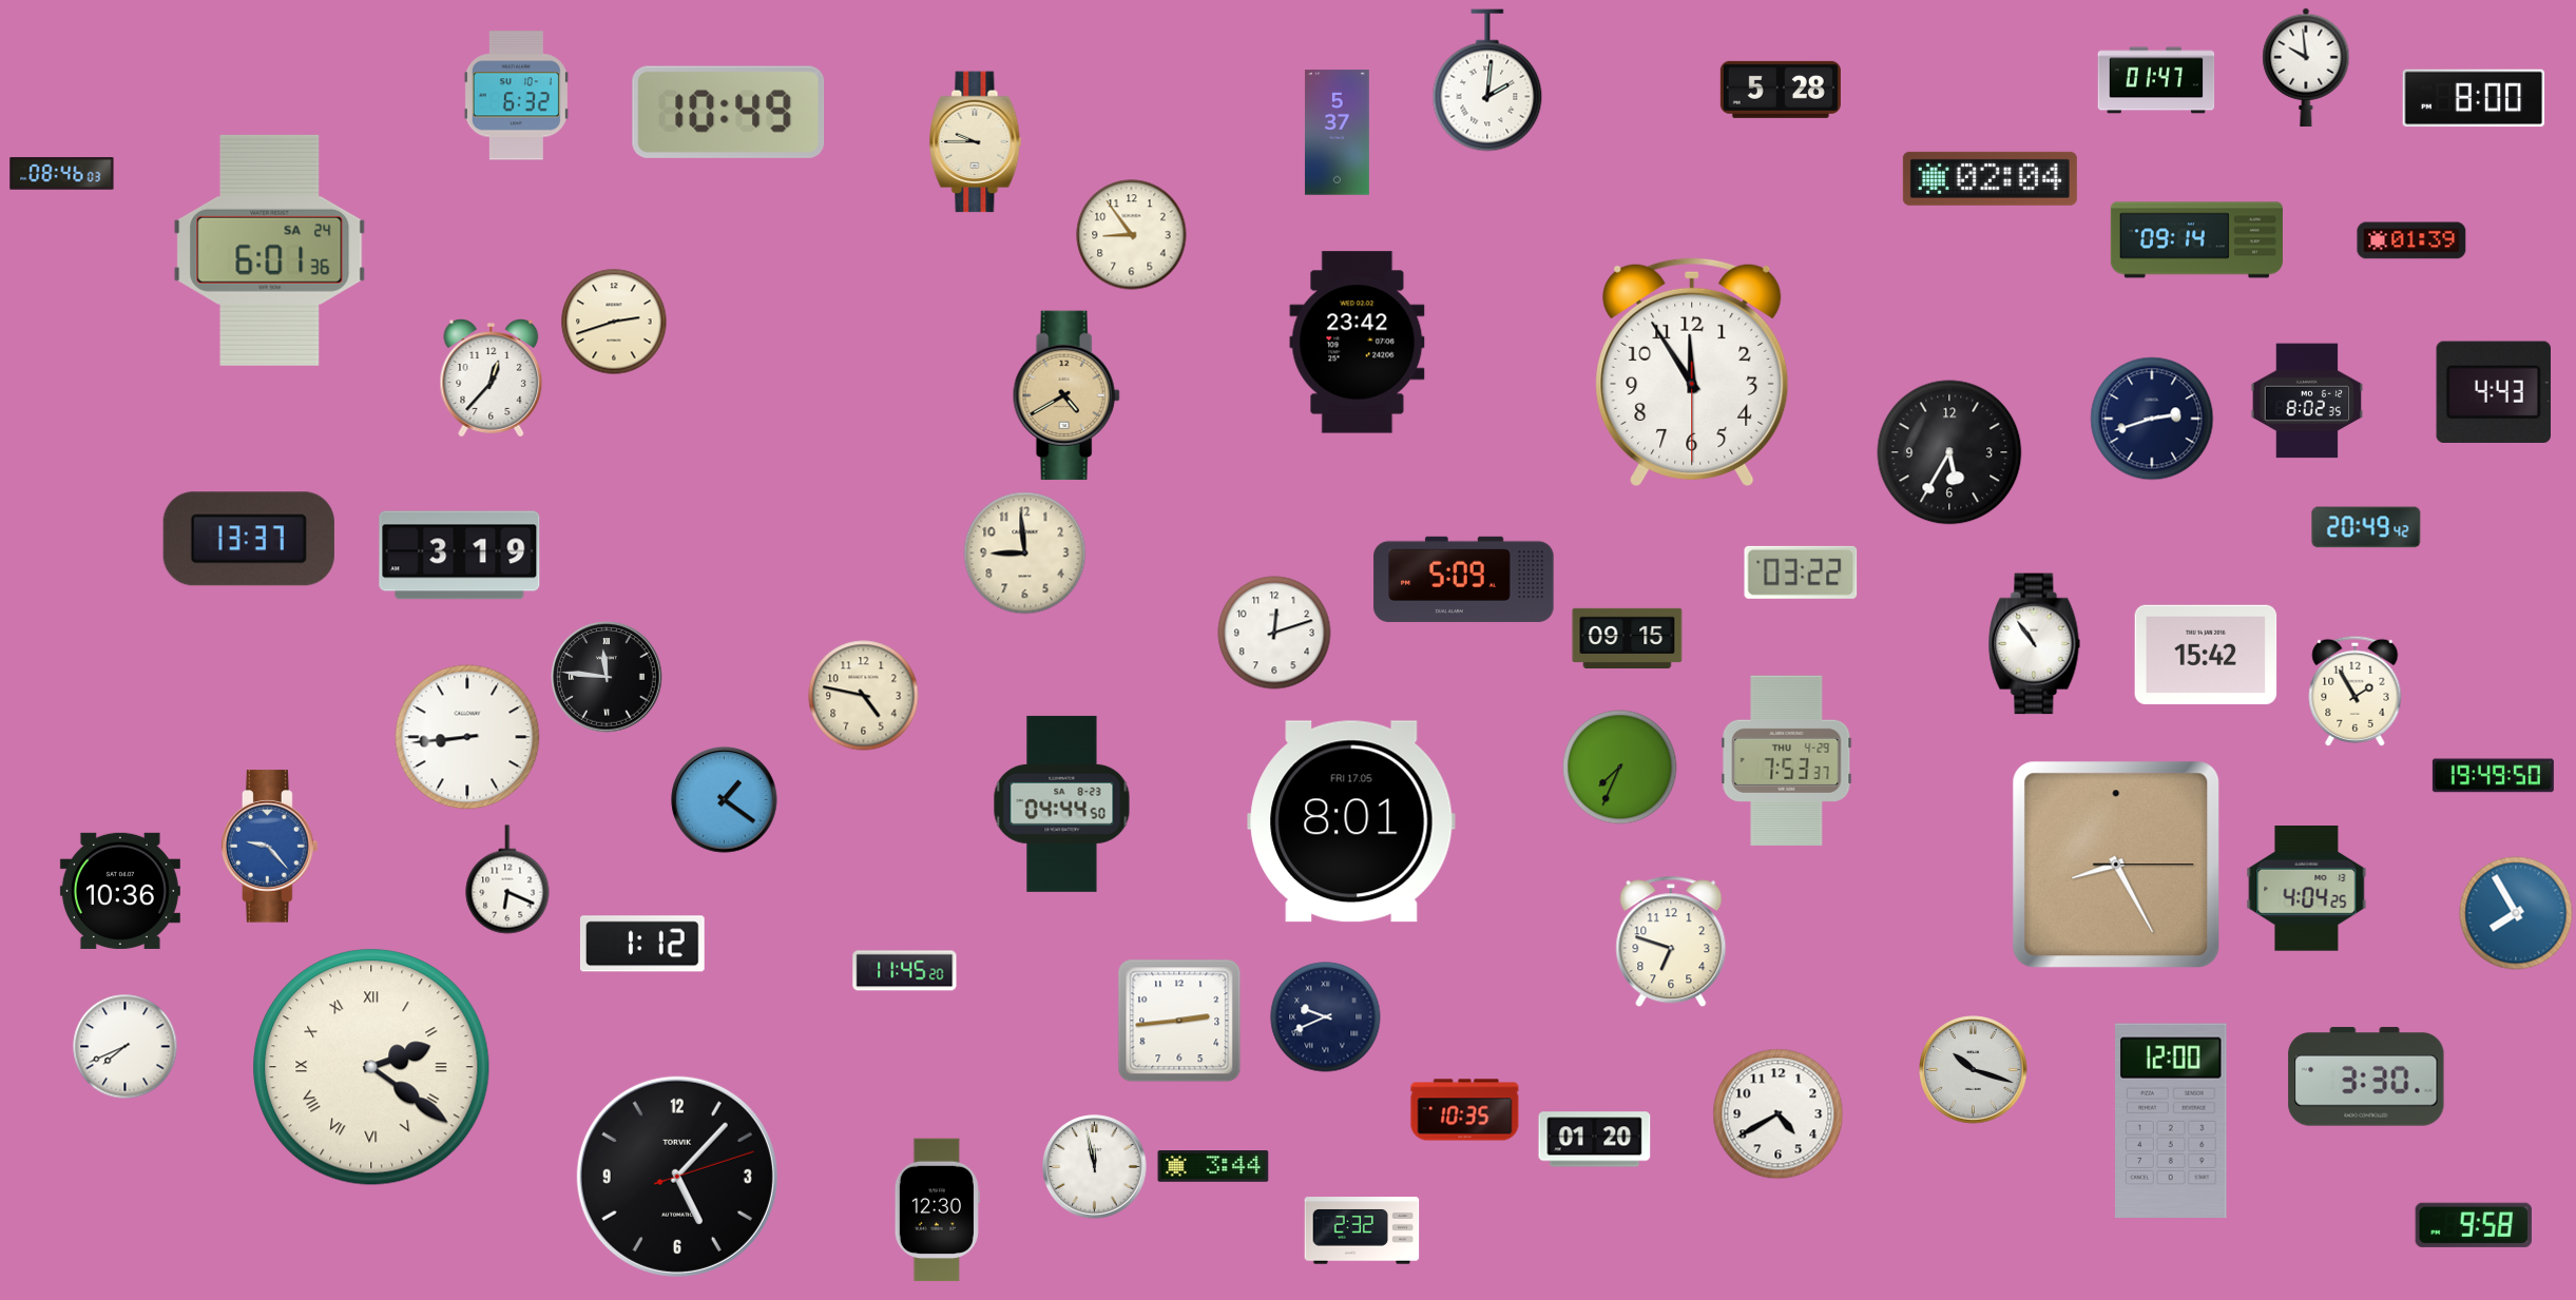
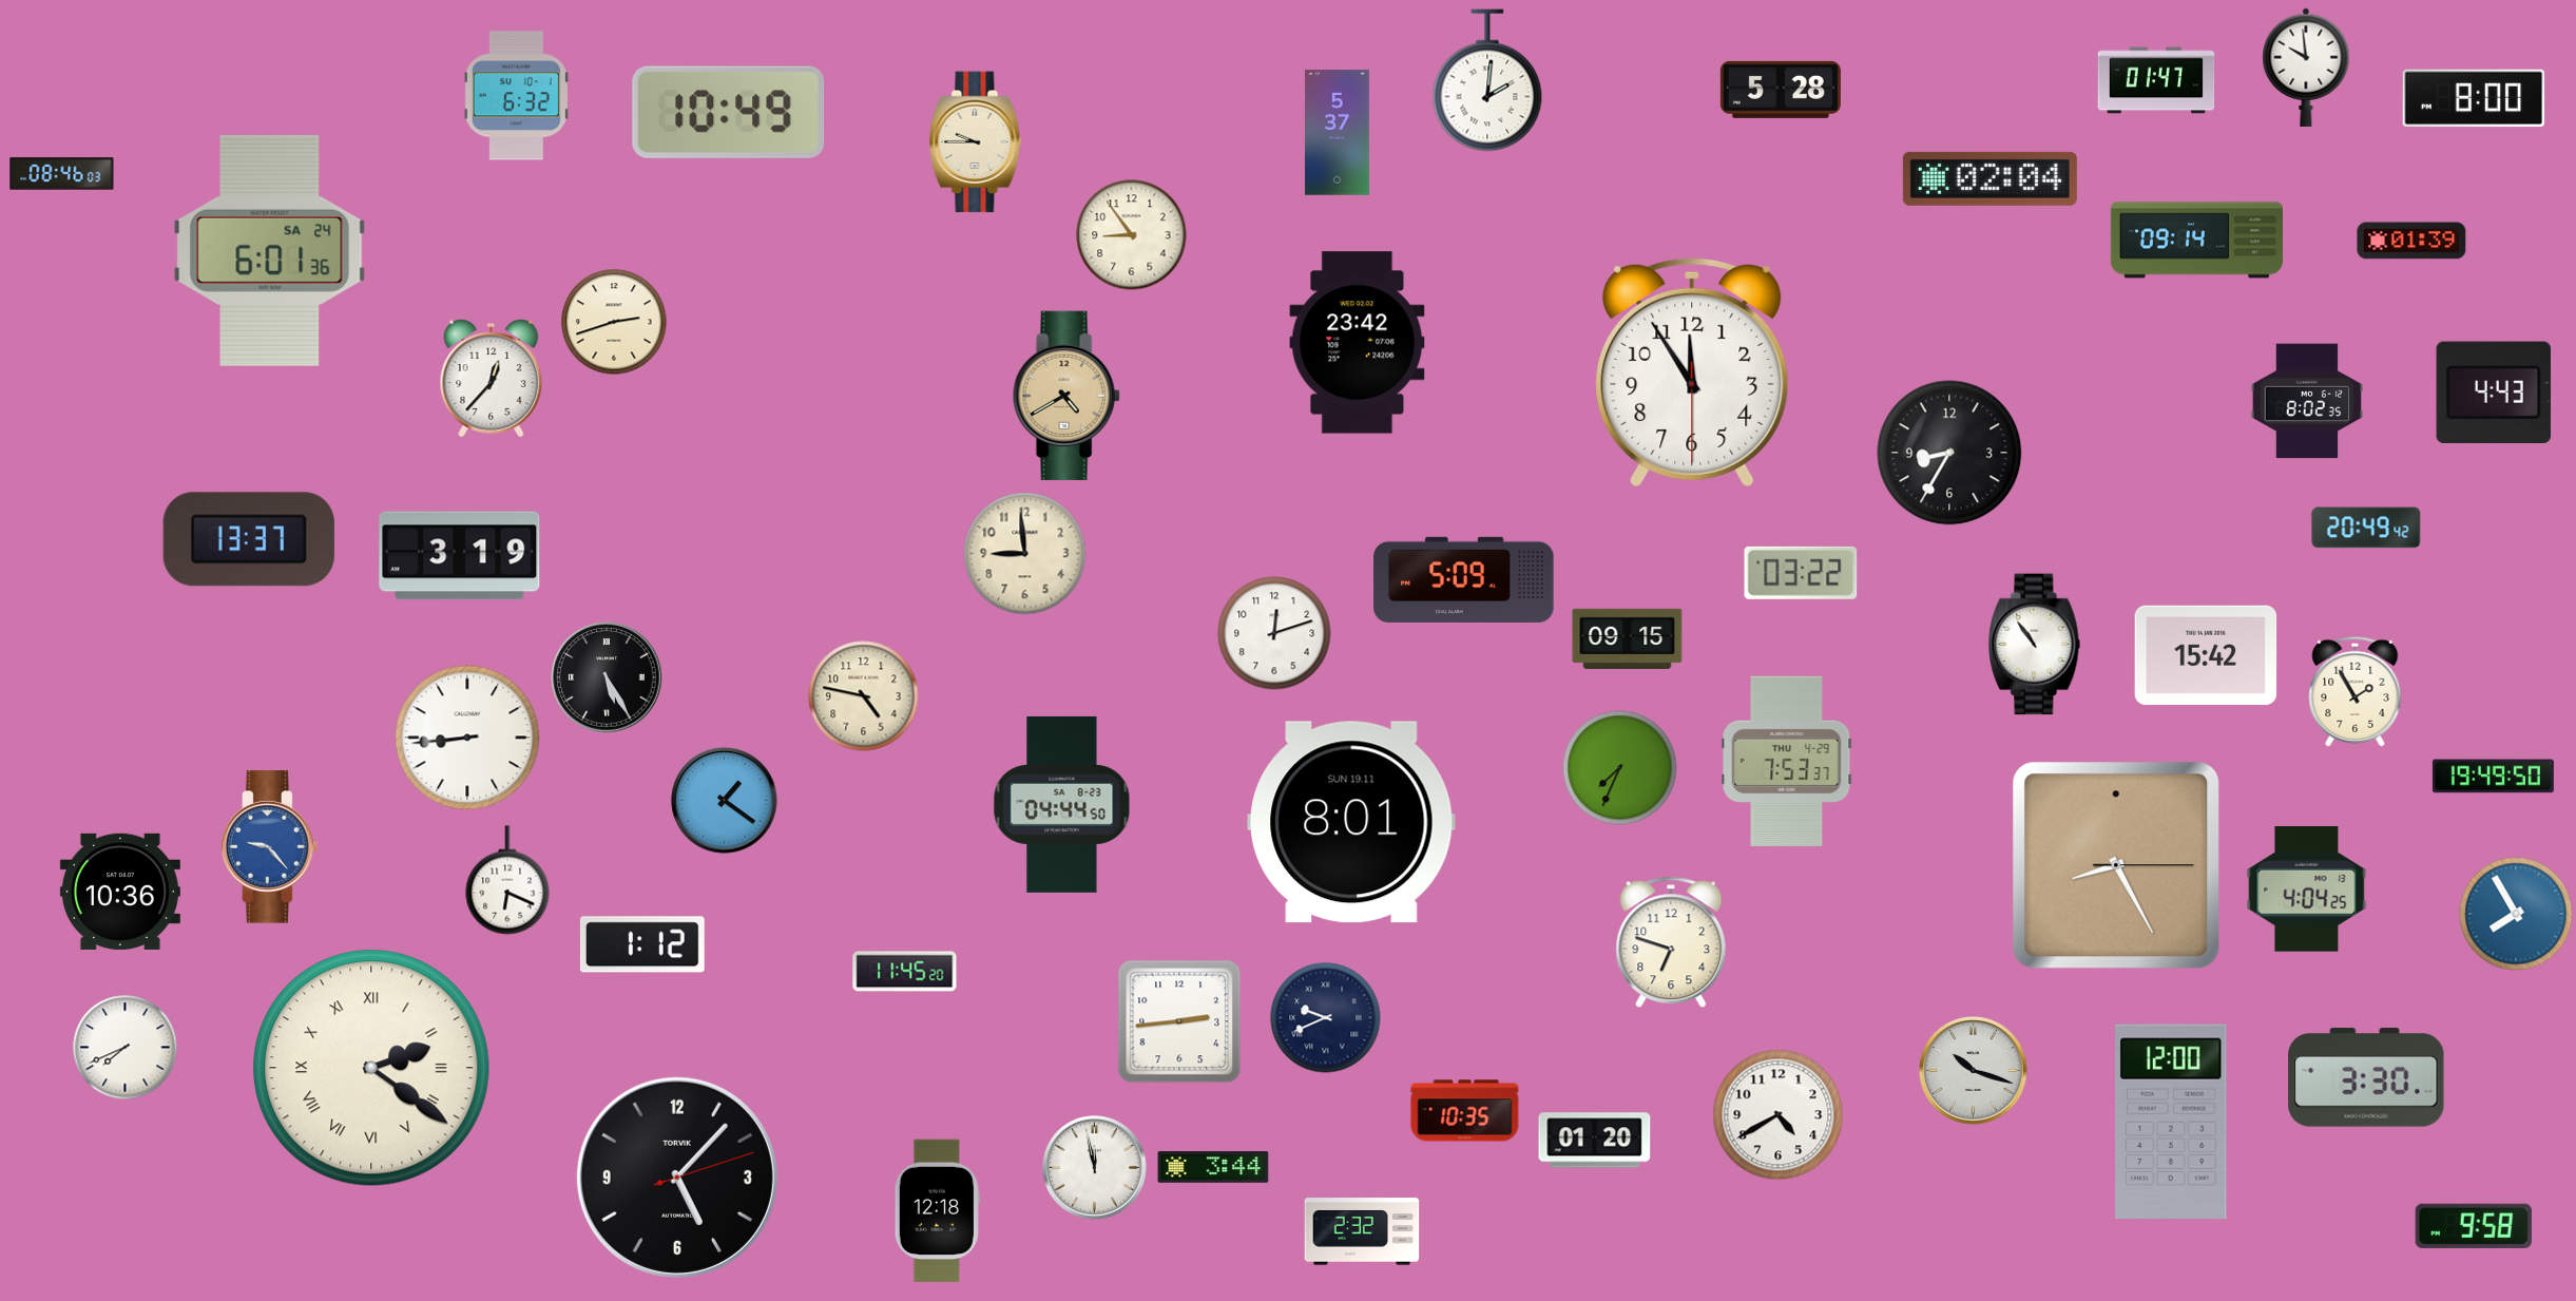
clock at (2152, 419): 2:42 -> none
clock at (1949, 452): 5:35 -> 8:35
clock at (607, 677): 11:46 -> 5:25
clock at (1351, 821) date: FRI 17.05 -> SUN 19.11
clock at (937, 1210): 12:30 -> 12:18
